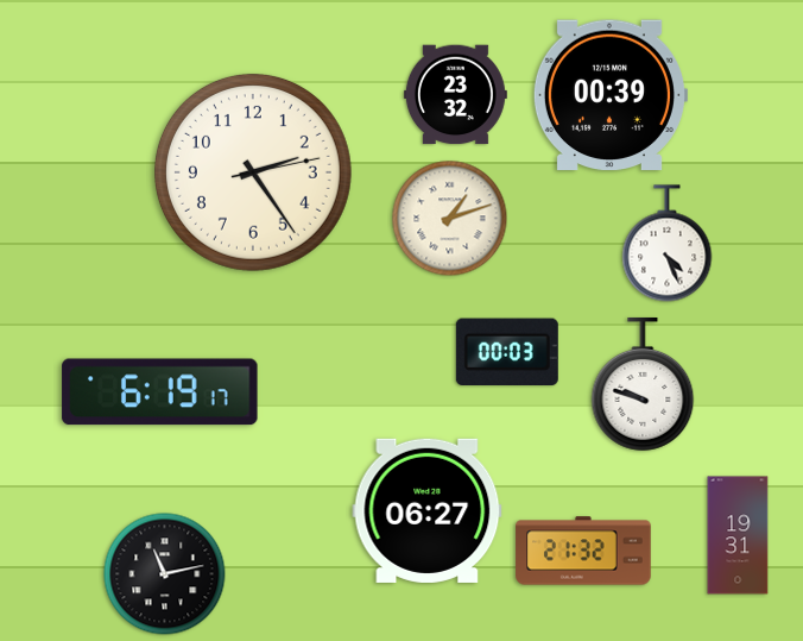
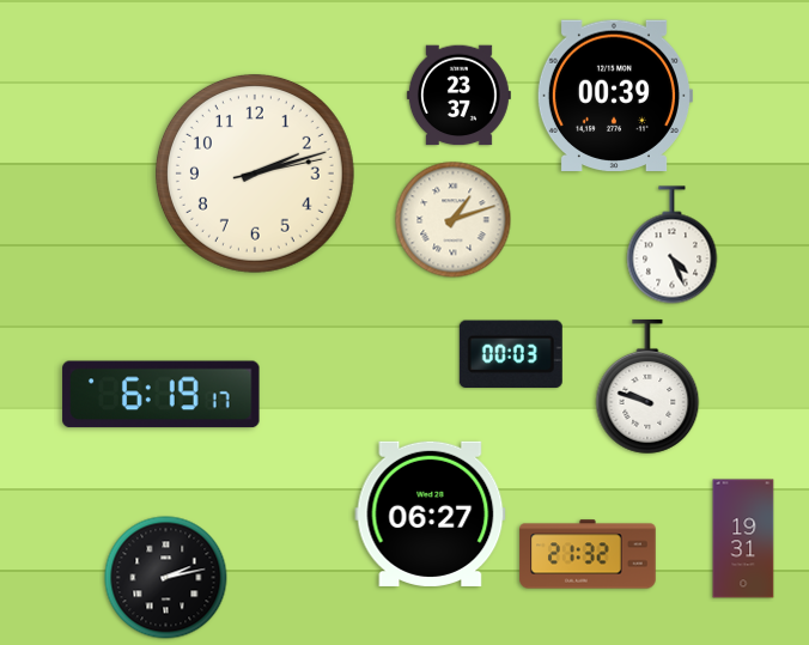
clock at (455, 95): 23:32 -> 23:37
clock at (253, 172): 2:24 -> 2:12
clock at (165, 574): 11:13 -> 2:13
